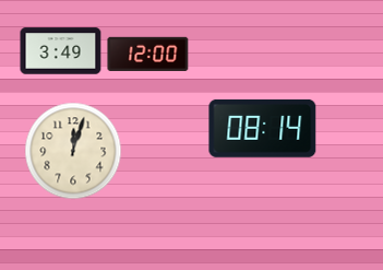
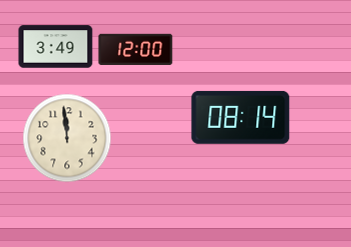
clock at (73, 151): 12:03 -> 11:59
